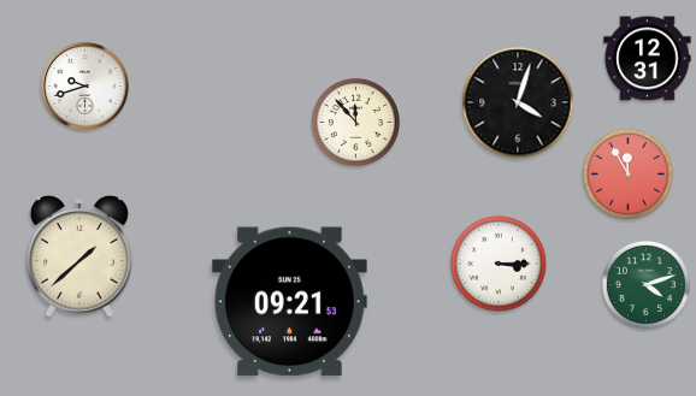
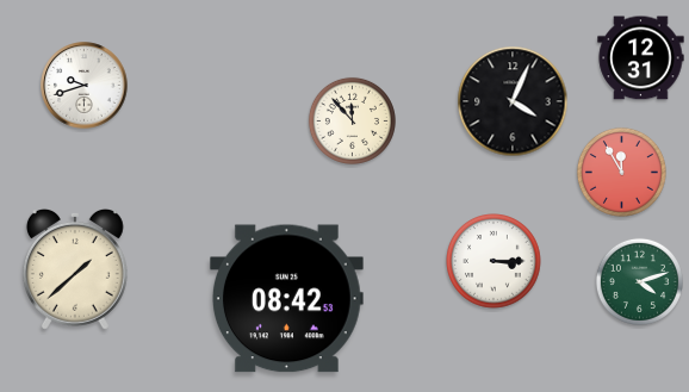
clock at (518, 102): 4:03 -> 4:04
clock at (79, 256) position: (79, 256) -> (75, 269)
clock at (289, 302): 09:21 -> 08:42
